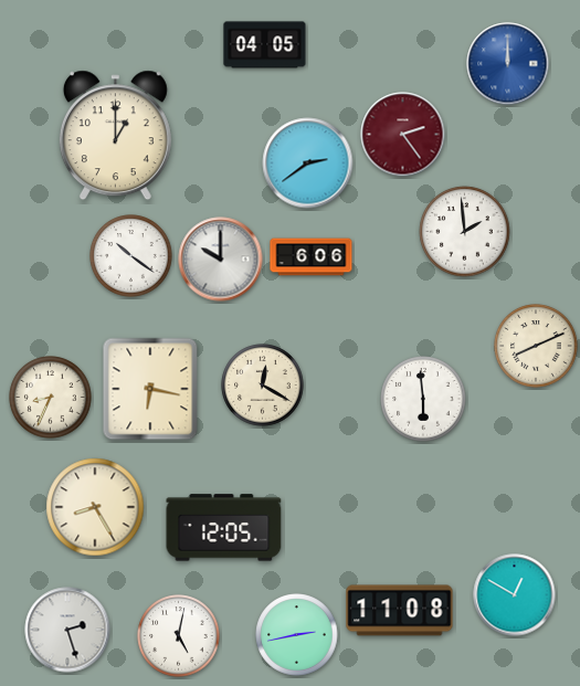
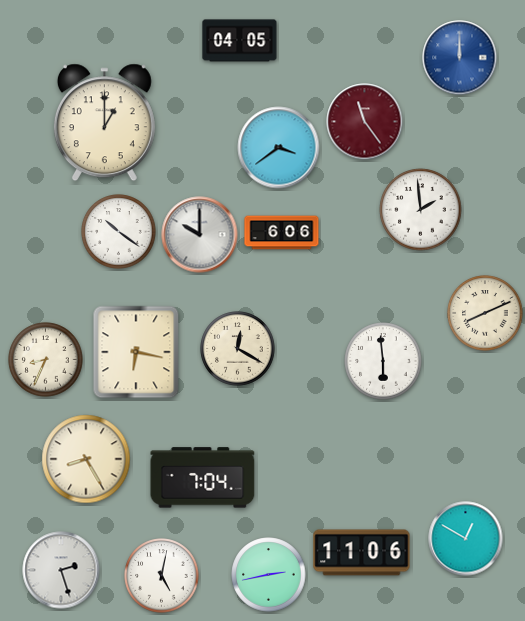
clock at (403, 135): 2:24 -> 11:24
clock at (308, 163): 2:39 -> 3:39
clock at (224, 528): 12:05 -> 7:04
clock at (400, 611): 11:08 -> 11:06
